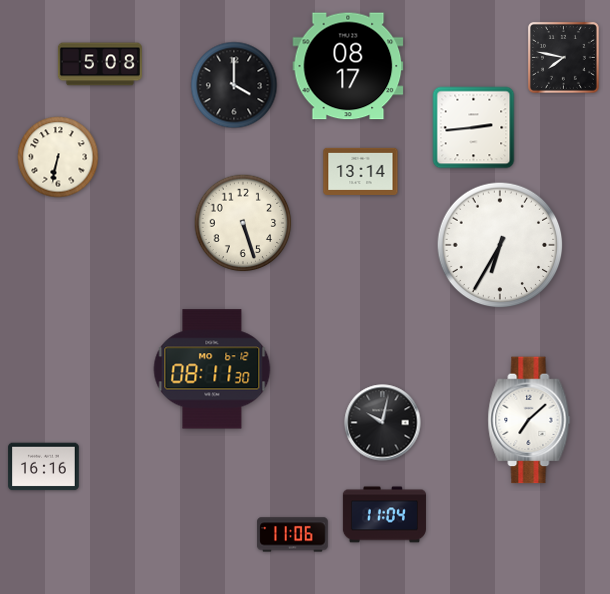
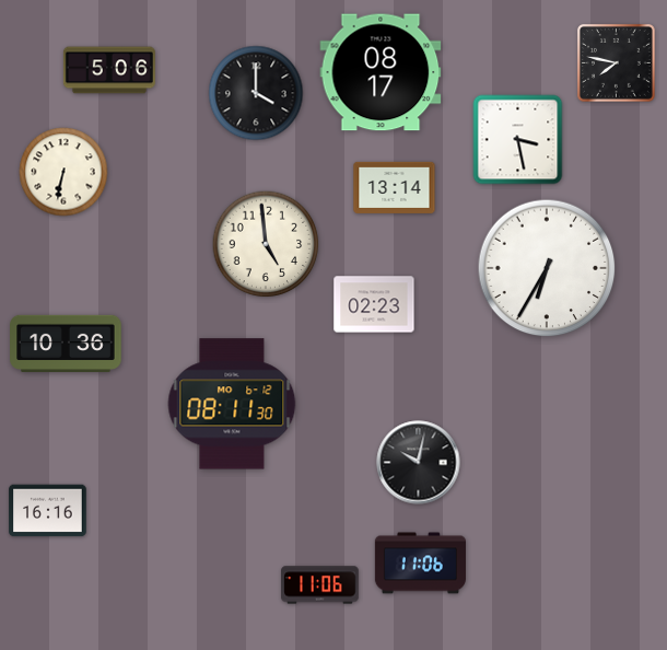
clock at (100, 64): 5:08 -> 5:06
clock at (474, 128): 2:44 -> 3:28
clock at (243, 223): 5:27 -> 4:59
clock at (374, 304): none -> 02:23
clock at (66, 343): none -> 10:36
clock at (529, 420): 7:08 -> none
clock at (384, 515): 11:04 -> 11:06
